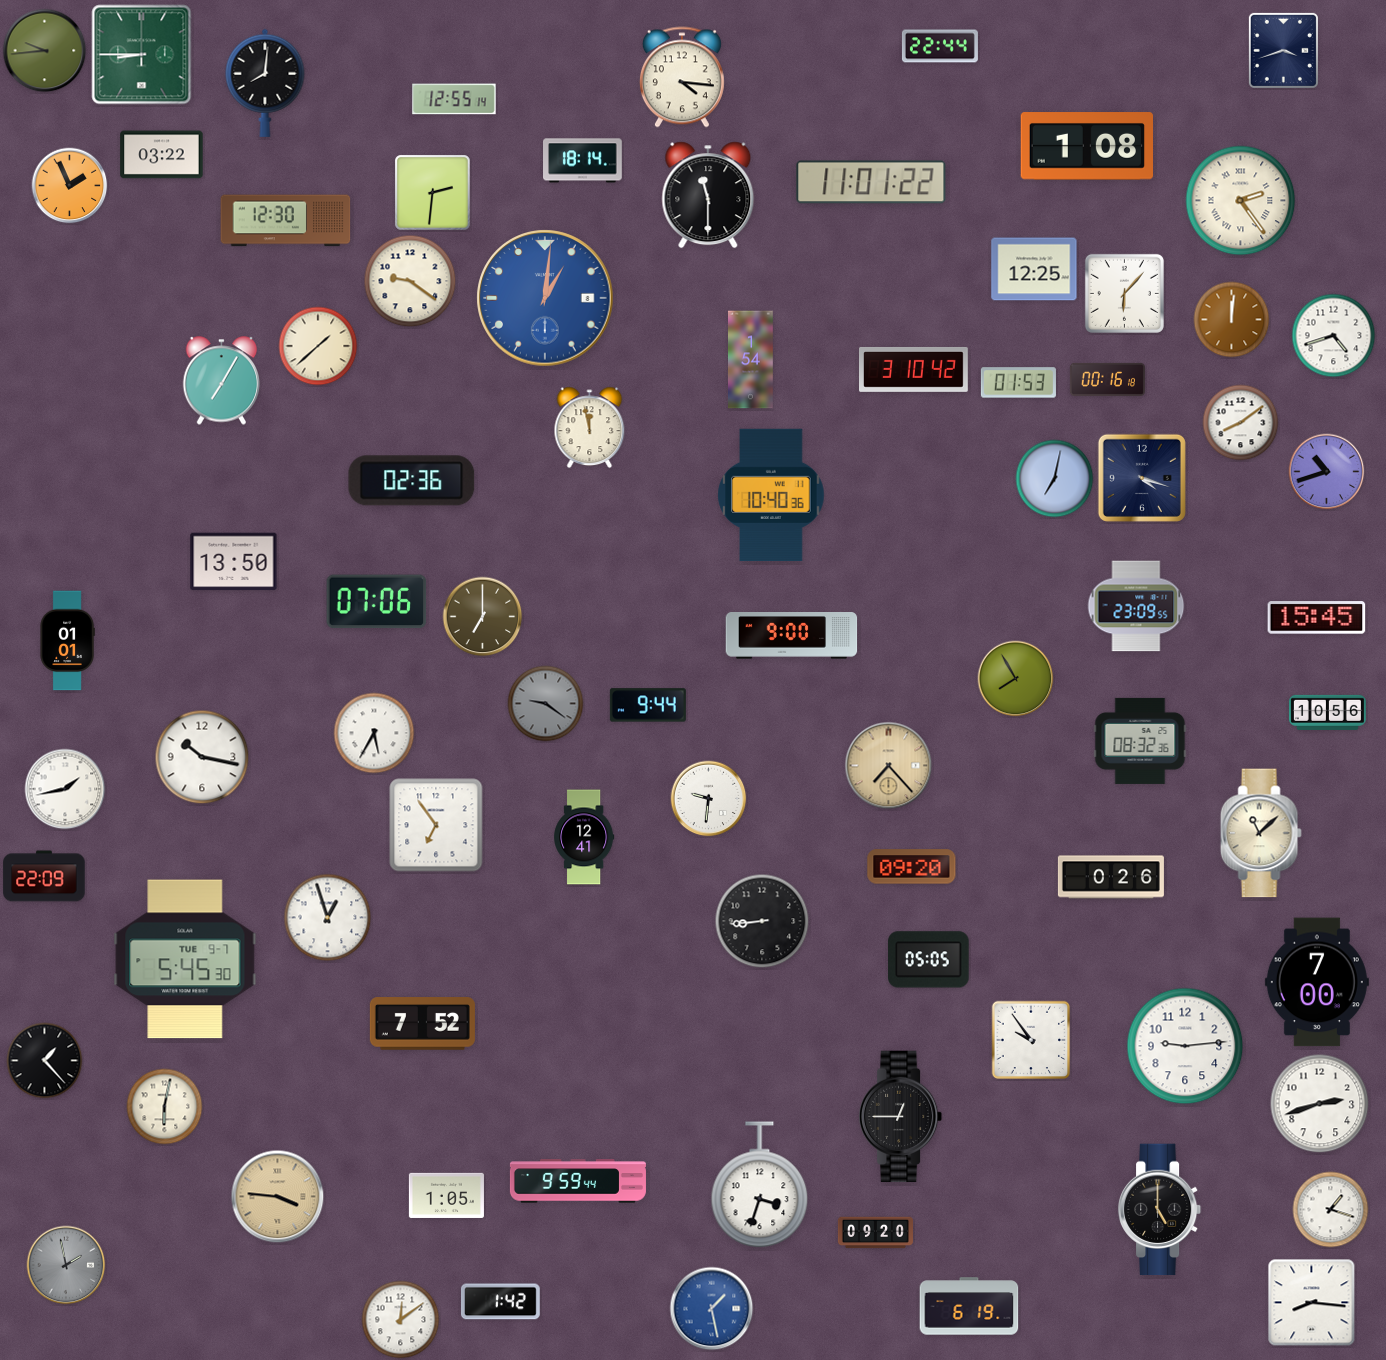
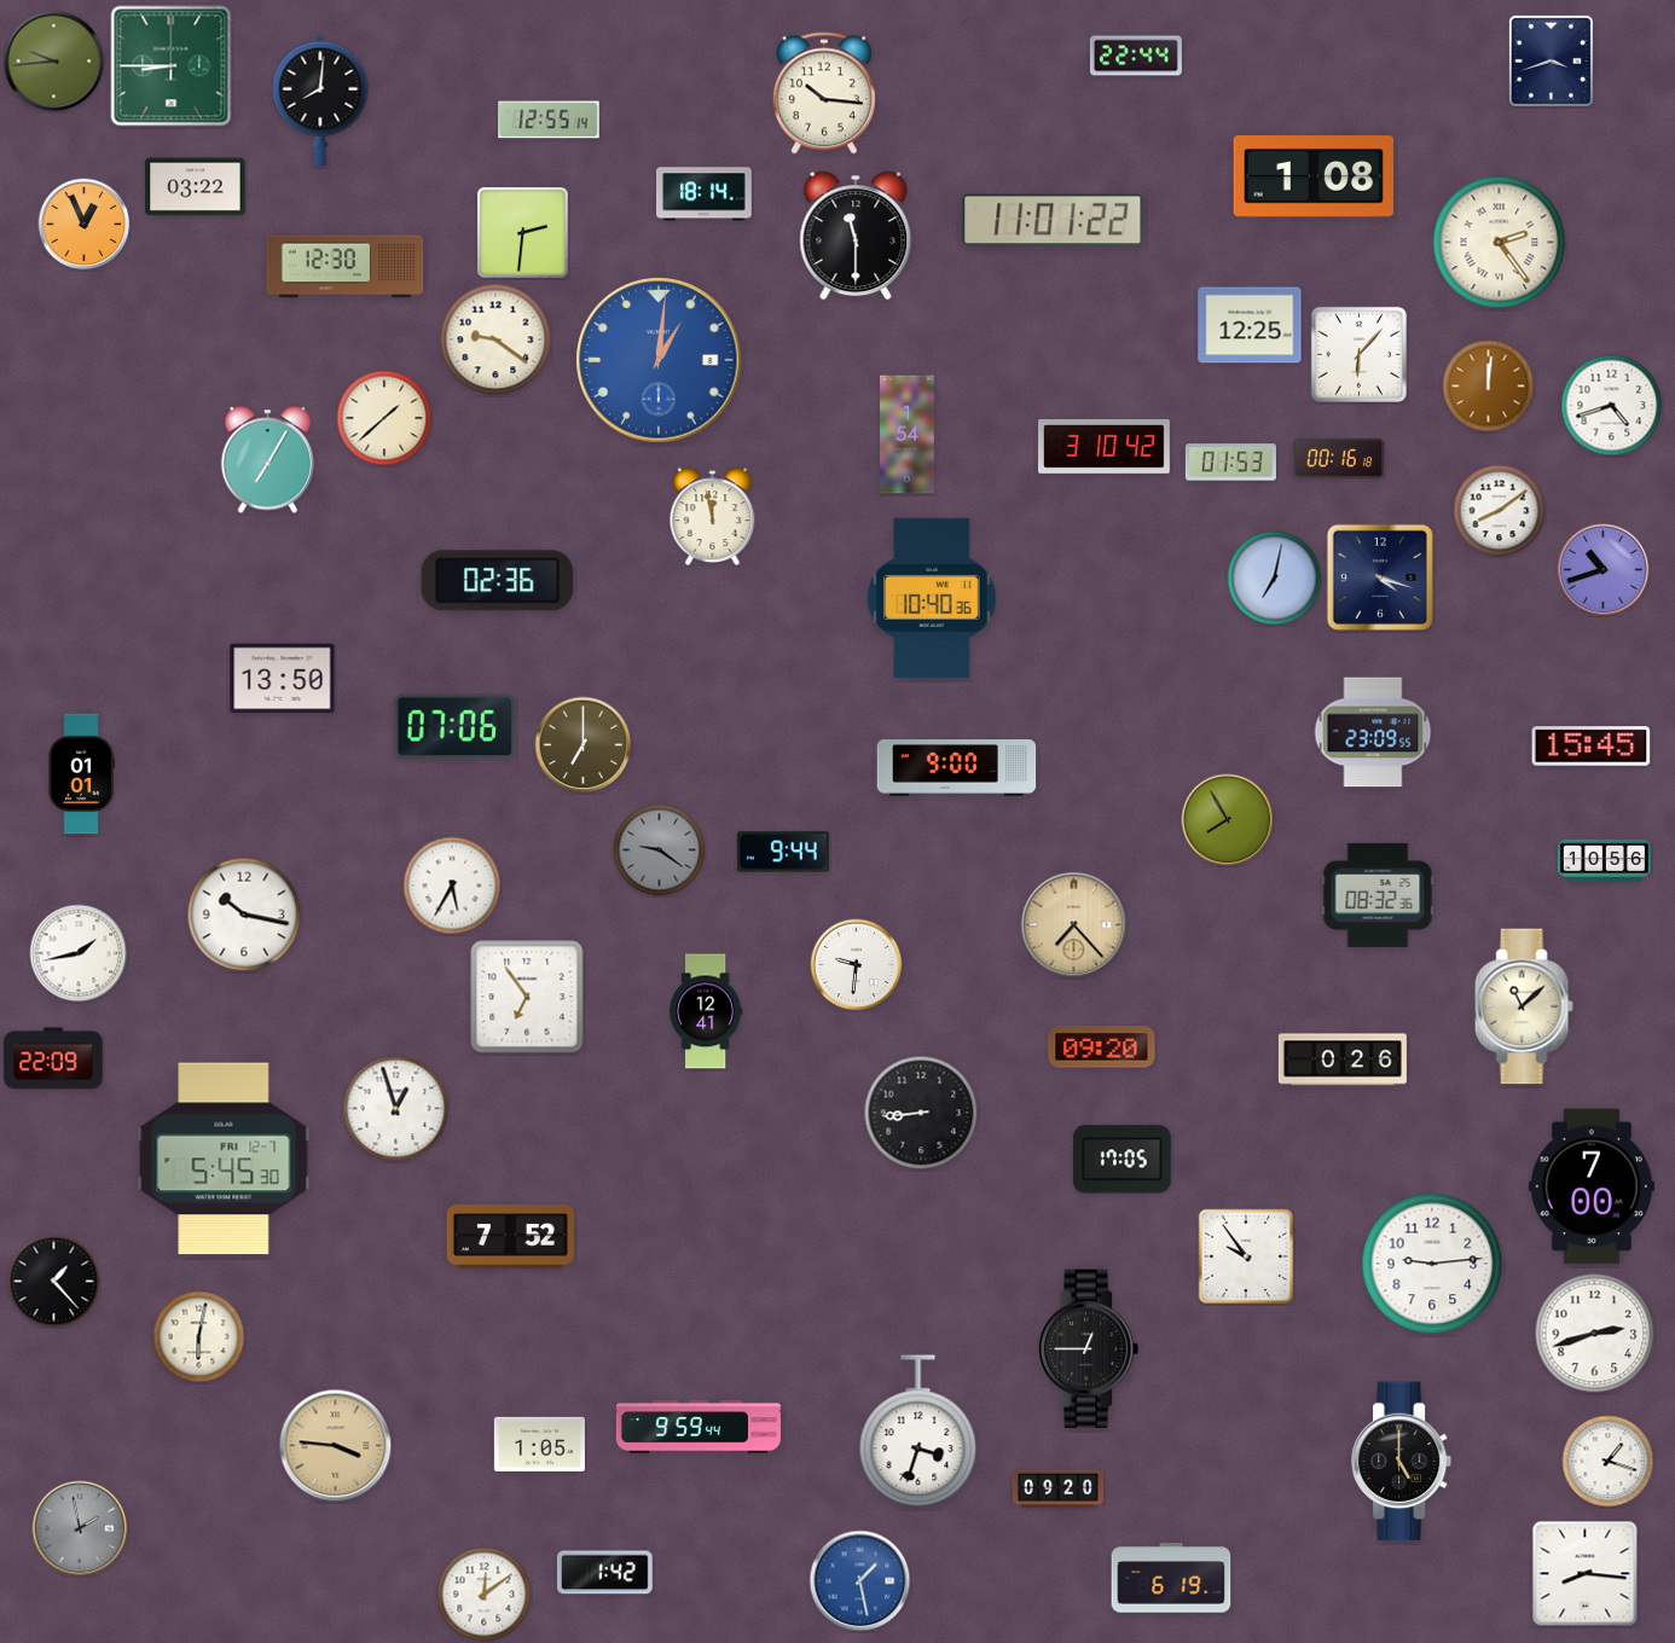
clock at (682, 77): 4:16 -> 10:16
clock at (70, 186): 1:56 -> 12:56
clock at (185, 959) date: TUE 9-7 -> FRI 12-7
clock at (929, 960): 05:05 -> 17:05
